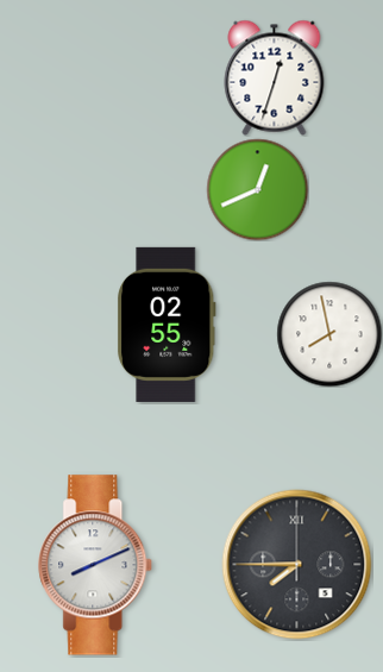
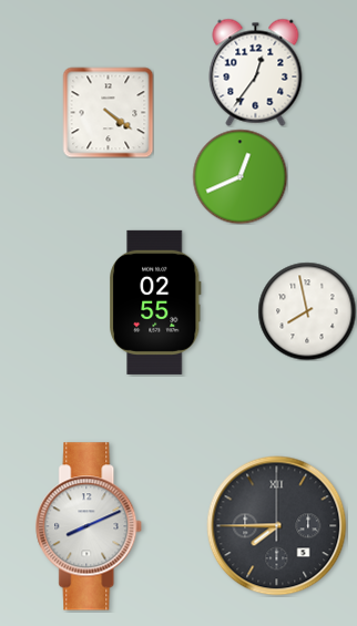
clock at (275, 77): 12:33 -> 12:36
clock at (108, 112): none -> 4:21
